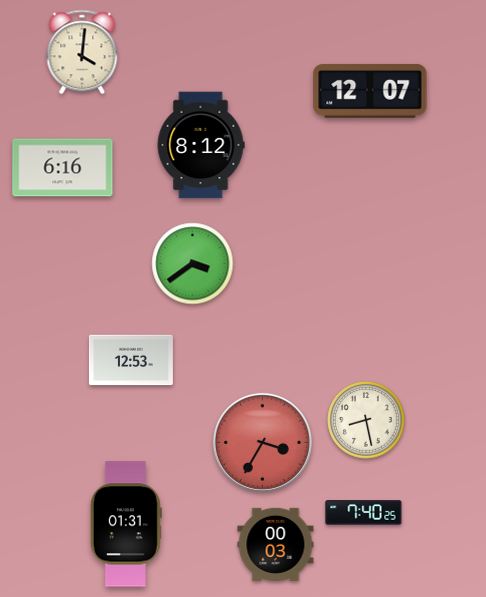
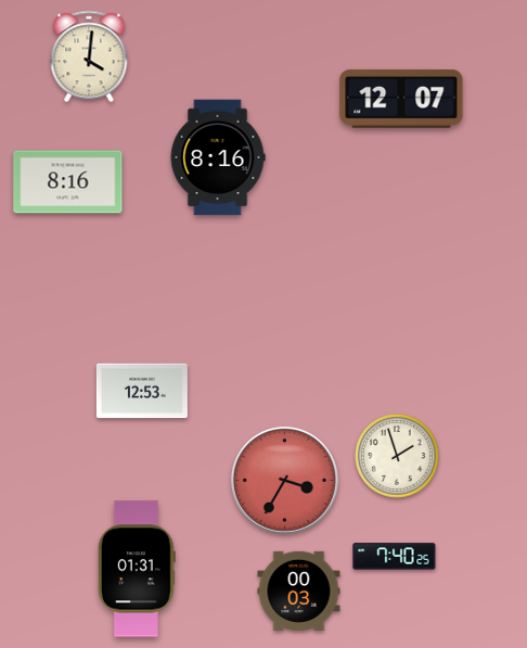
clock at (201, 145): 8:12 -> 8:16
clock at (63, 168): 6:16 -> 8:16
clock at (193, 264): 3:39 -> none
clock at (366, 420): 8:28 -> 1:57
